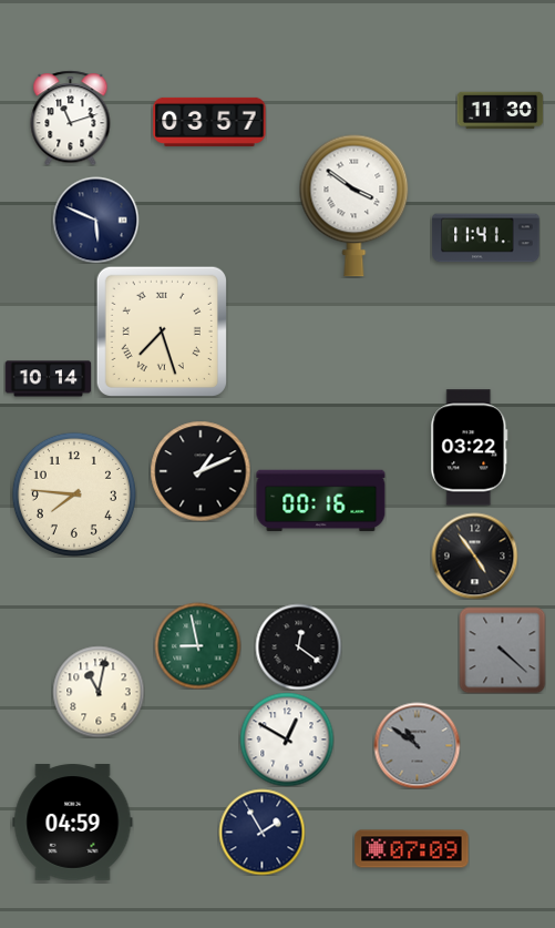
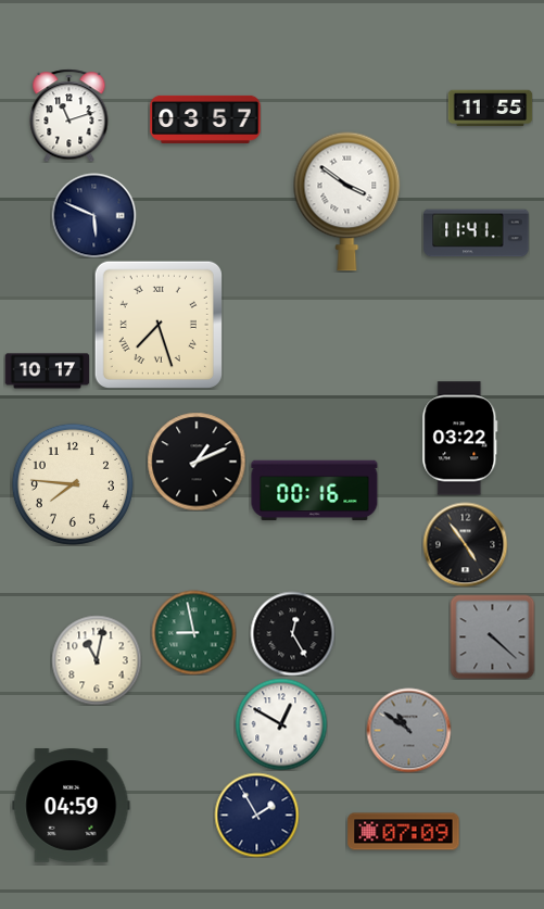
clock at (500, 111): 11:30 -> 11:55
clock at (48, 379): 10:14 -> 10:17
clock at (298, 646): 12:21 -> 12:25
clock at (99, 692) position: (99, 692) -> (97, 660)
